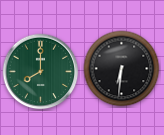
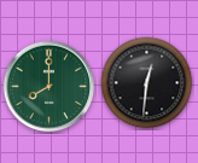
clock at (122, 69): 6:31 -> 12:31
